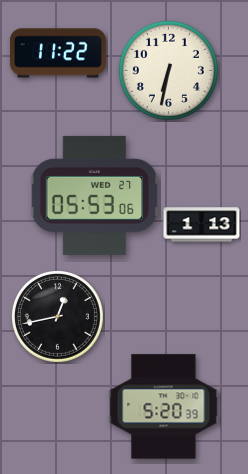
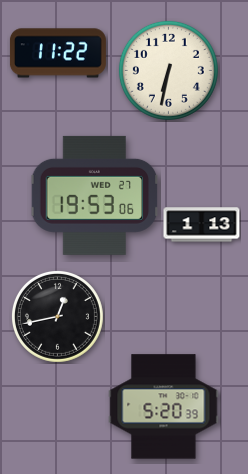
clock at (95, 195): 05:53 -> 19:53
